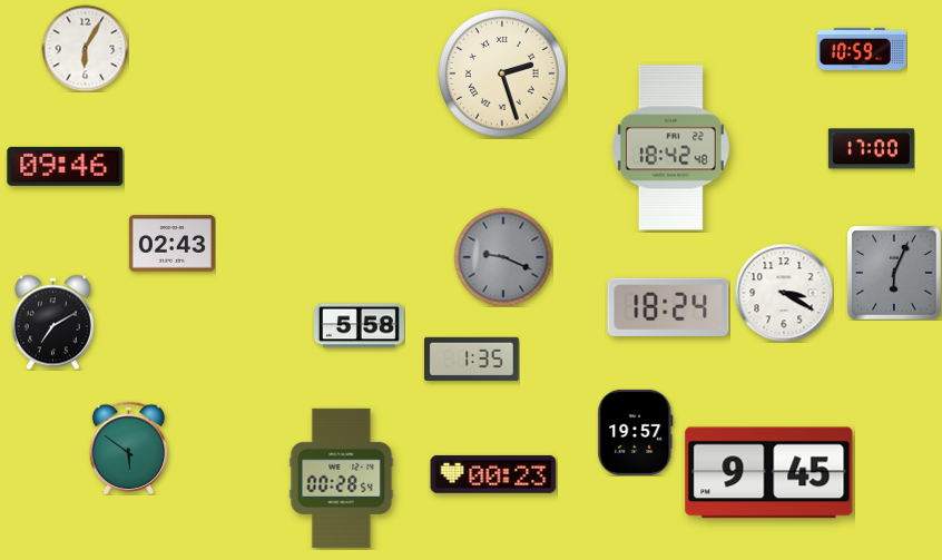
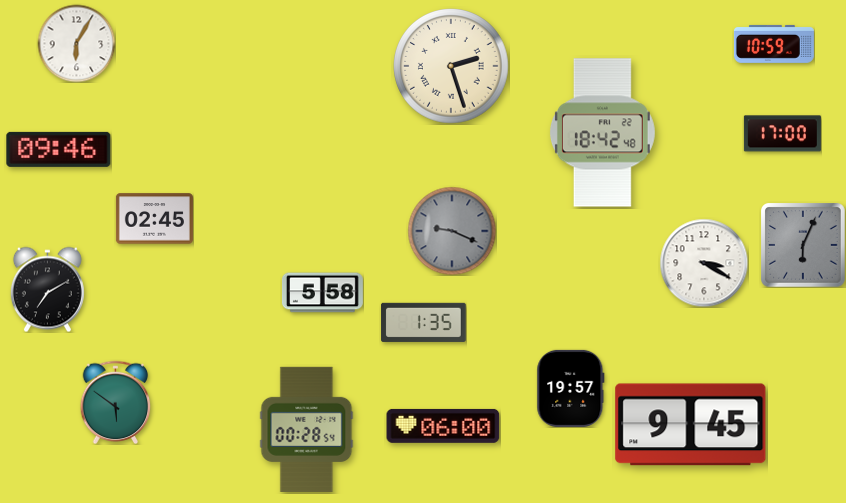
clock at (171, 244): 02:43 -> 02:45
clock at (668, 307): 18:24 -> none
clock at (493, 474): 00:23 -> 06:00
